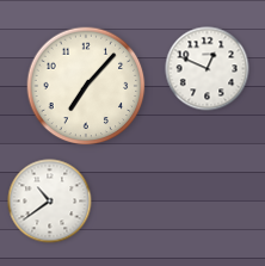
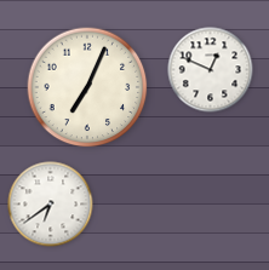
clock at (86, 86): 7:07 -> 7:04
clock at (50, 202): 10:39 -> 6:39
